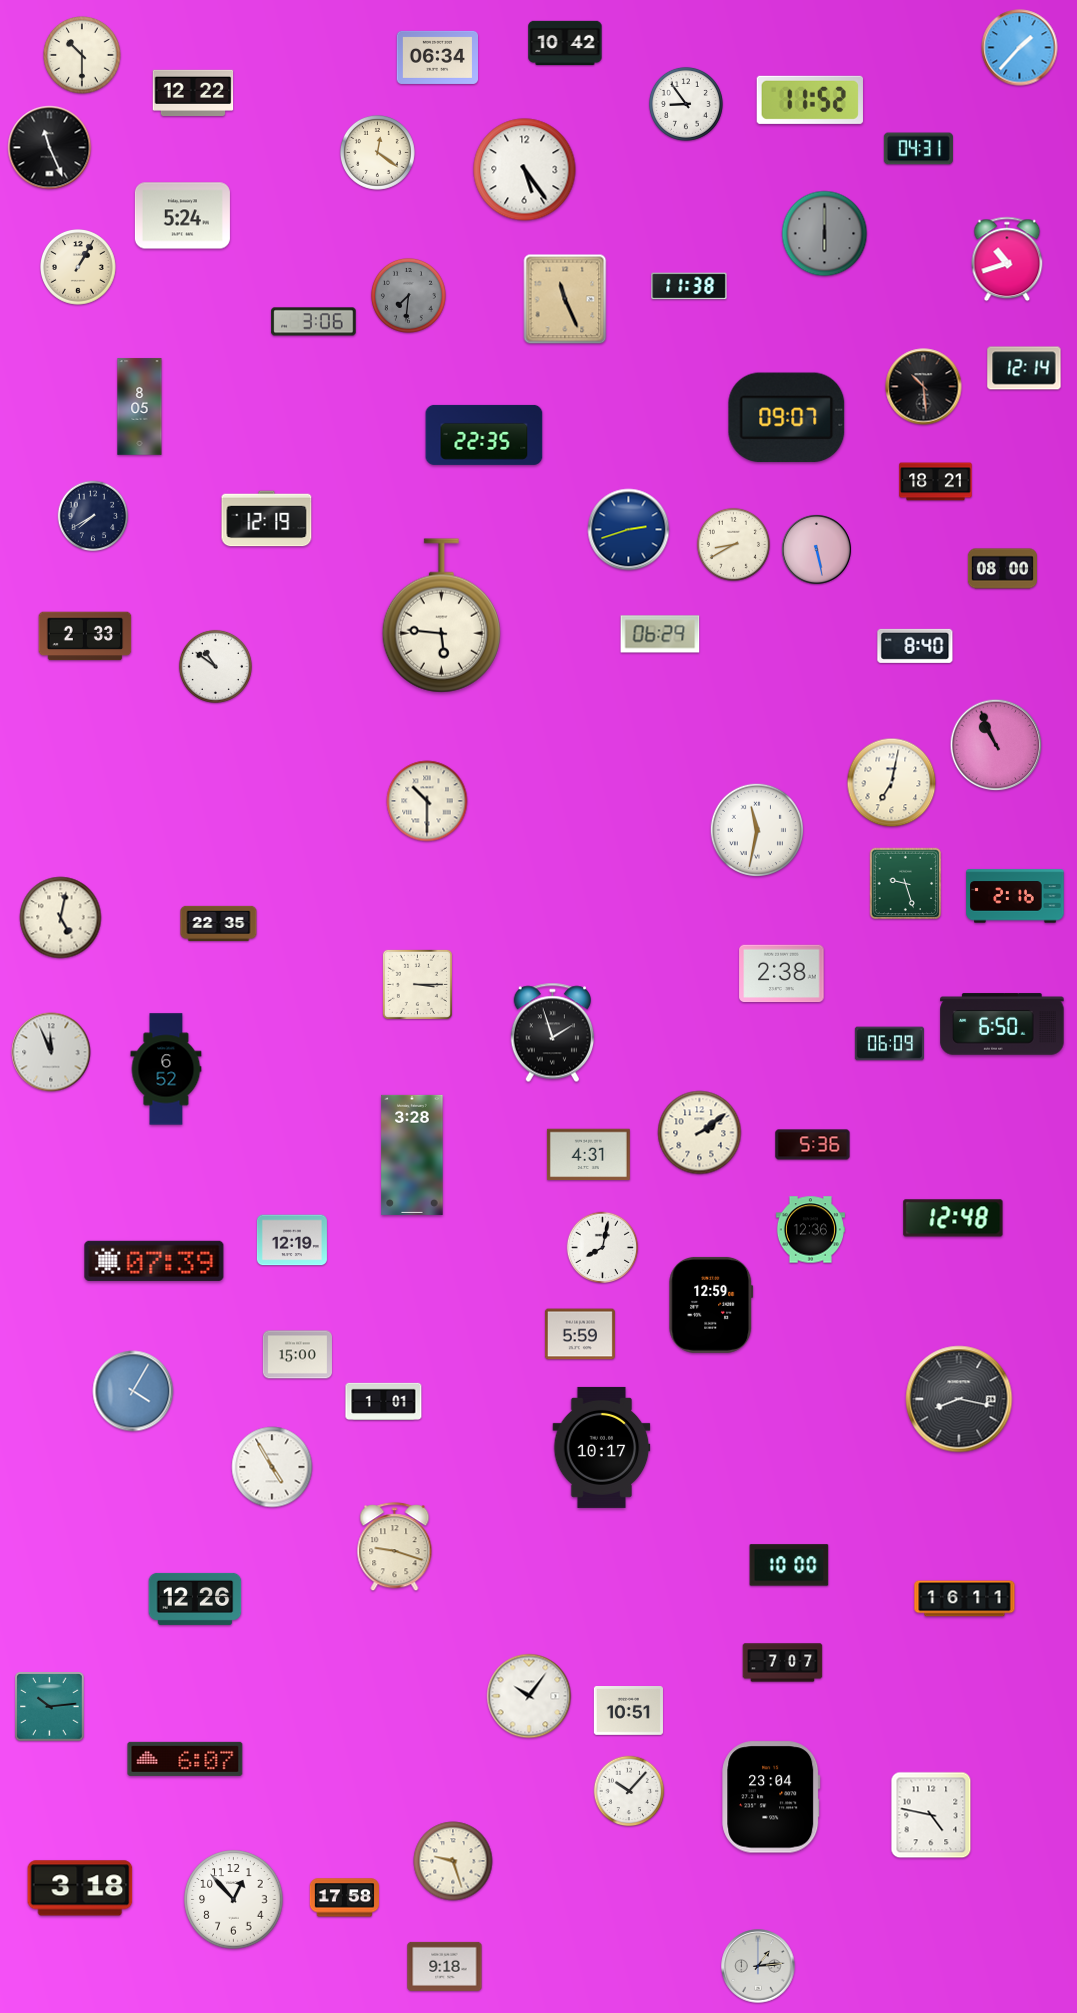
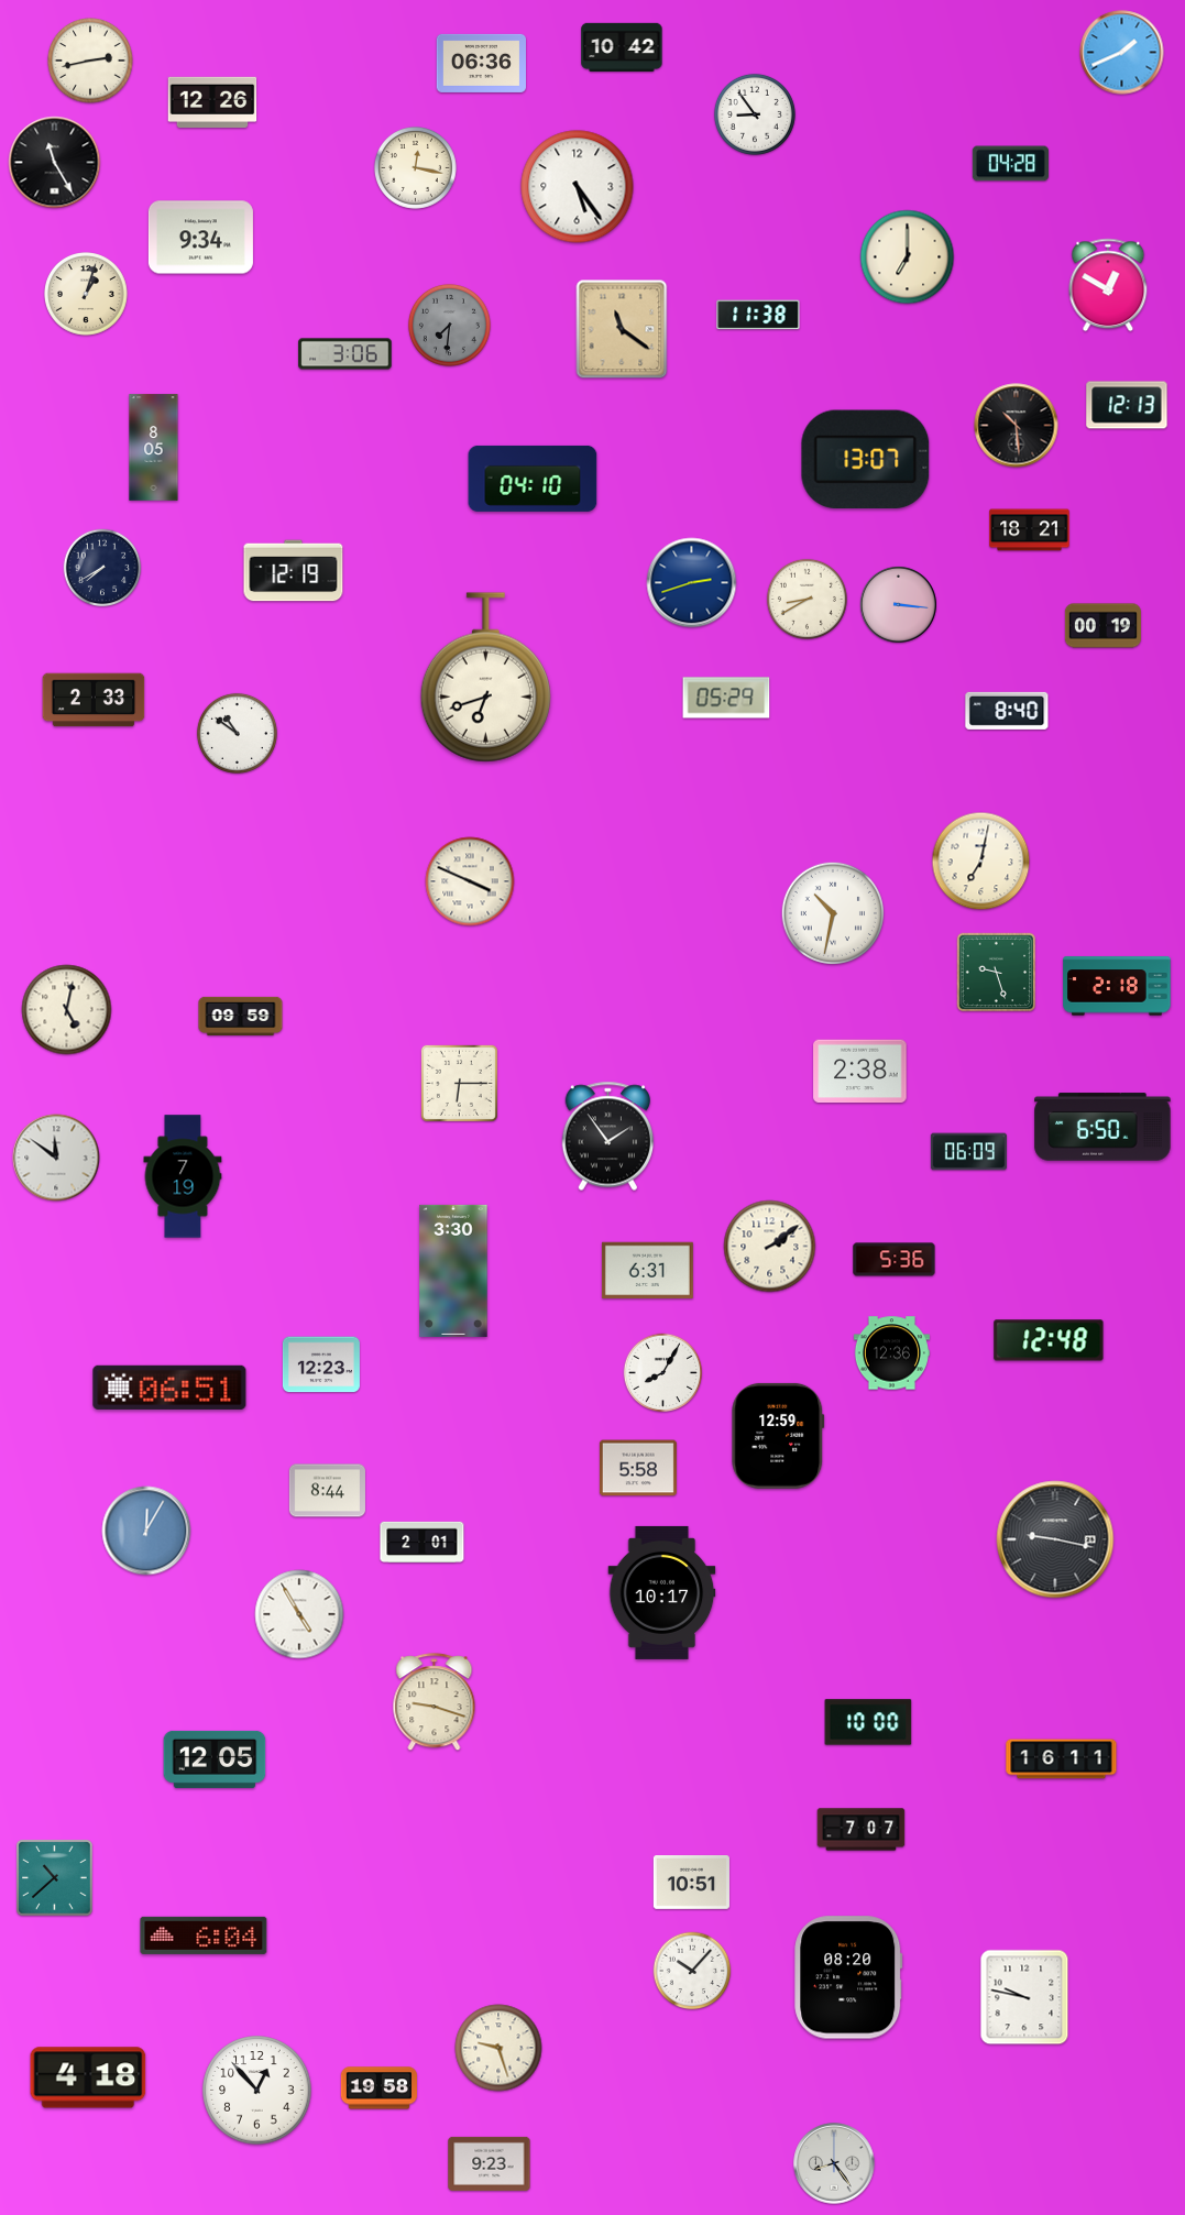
clock at (1020, 48): 1:37 -> 1:41
clock at (82, 55): 10:30 -> 2:43
clock at (437, 57): 06:34 -> 06:36
clock at (193, 92): 12:22 -> 12:26
clock at (810, 100): 11:52 -> none
clock at (50, 148): 11:26 -> 11:25
clock at (918, 149): 04:31 -> 04:28
clock at (377, 152): 12:21 -> 12:17
clock at (182, 216): 5:24 -> 9:34
clock at (825, 234): 6:00 -> 7:00
clock at (825, 234) dial: grey -> cream
clock at (1007, 259): 10:42 -> 12:50
clock at (79, 268): 1:05 -> 1:03
clock at (565, 299): 11:26 -> 11:21
clock at (1024, 368): 12:14 -> 12:13
clock at (787, 418): 09:07 -> 13:07
clock at (484, 435): 22:35 -> 04:10
clock at (816, 549): 5:28 -> 3:16
clock at (1002, 569): 08:00 -> 00:19
clock at (441, 616): 5:46 -> 6:42
clock at (660, 634): 06:29 -> 05:29
clock at (996, 745): 10:56 -> none
clock at (427, 801): 10:30 -> 3:49
clock at (756, 829): 11:32 -> 10:32
clock at (1015, 896): 2:16 -> 2:18
clock at (219, 923): 22:35 -> 09:59
clock at (417, 984): 3:15 -> 6:15
clock at (553, 1033): 1:57 -> 1:54
clock at (889, 1044) position: (889, 1044) -> (968, 1152)
clock at (51, 1052): 11:56 -> 11:51
clock at (166, 1069): 6:52 -> 7:19
clock at (412, 1155): 3:28 -> 3:30
clock at (588, 1155): 4:31 -> 6:31
clock at (292, 1240): 12:19 -> 12:23
clock at (603, 1248): 8:02 -> 8:05
clock at (154, 1261): 07:39 -> 06:51
clock at (711, 1305) position: (711, 1305) -> (778, 1436)
clock at (580, 1334): 5:59 -> 5:58
clock at (297, 1355): 15:00 -> 8:44
clock at (133, 1391): 4:05 -> 12:05
clock at (959, 1399): 8:17 -> 9:17
clock at (384, 1401): 1:01 -> 2:01
clock at (195, 1599): 12:26 -> 12:05
clock at (529, 1696): 10:06 -> none
clock at (50, 1707): 10:14 -> 10:38
clock at (185, 1759): 6:07 -> 6:04
clock at (771, 1797): 23:04 -> 08:20
clock at (931, 1815): 4:47 -> 9:47
clock at (80, 1888): 3:18 -> 4:18
clock at (344, 1898): 17:58 -> 19:58
clock at (445, 1966): 9:18 -> 9:23
clock at (758, 1966): 1:14 -> 8:24
